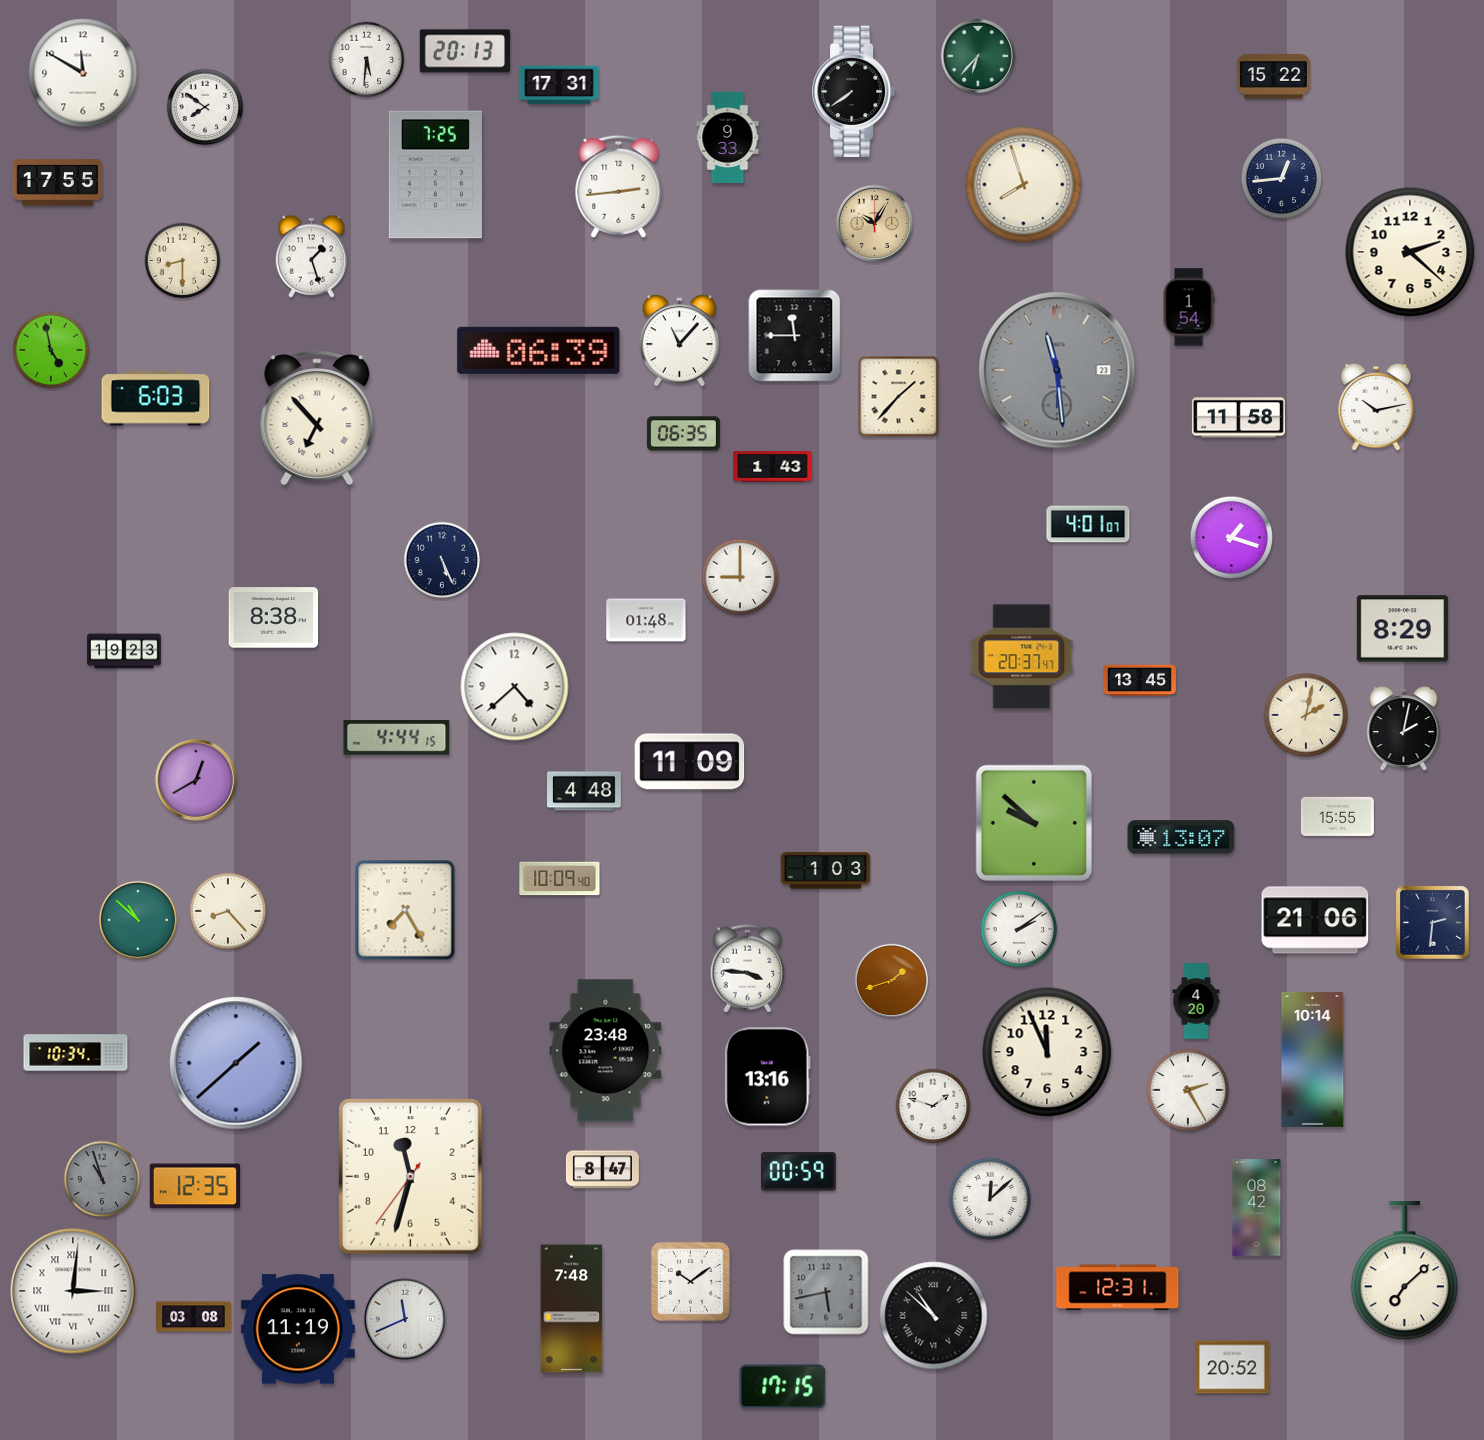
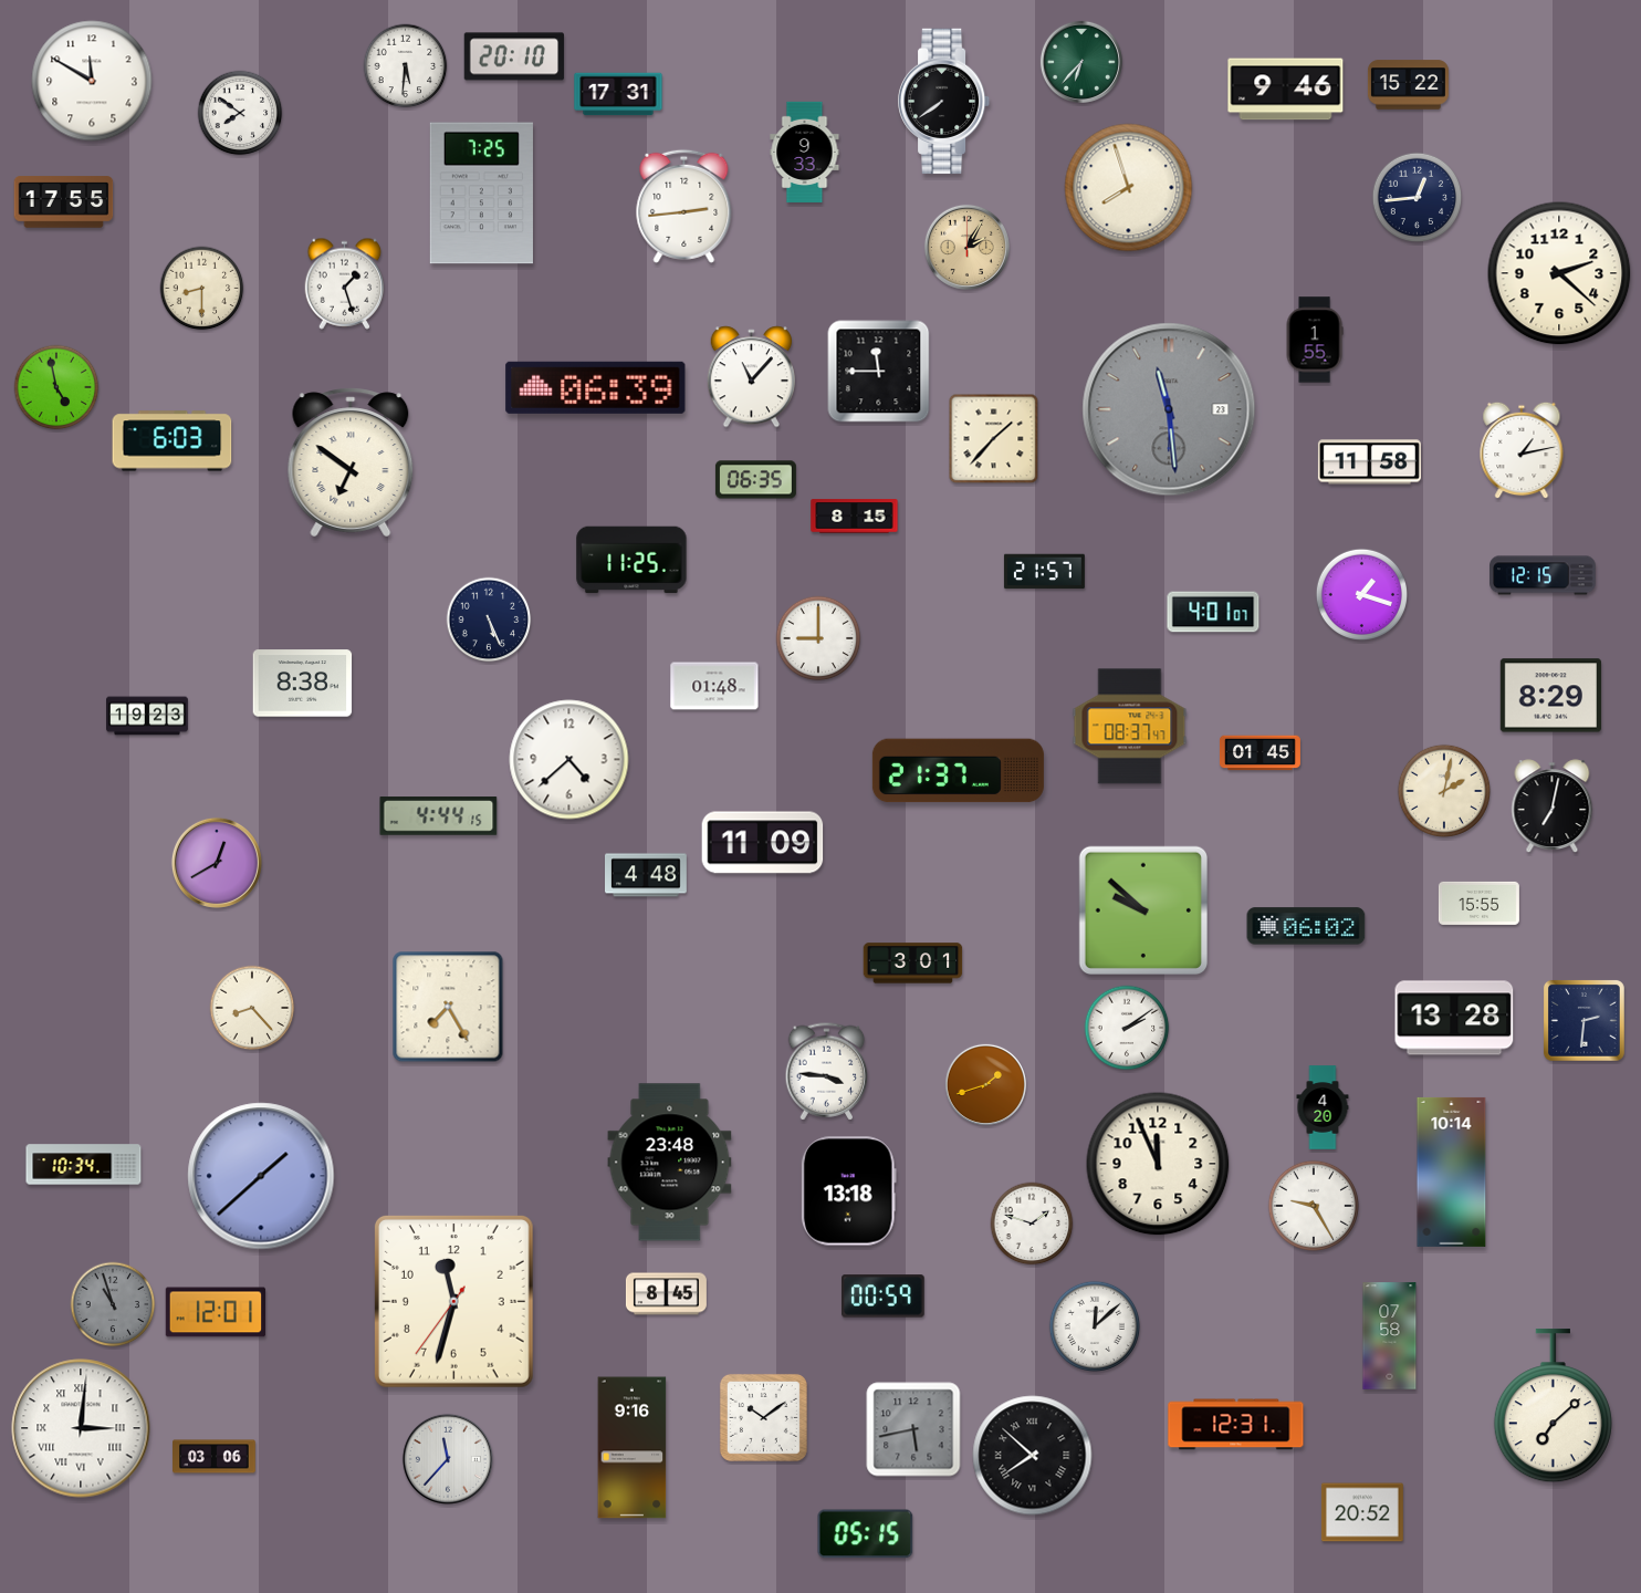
clock at (465, 51): 20:13 -> 20:10
clock at (1286, 90): none -> 9:46
clock at (205, 107) position: (205, 107) -> (240, 113)
clock at (1024, 185) position: (1024, 185) -> (1129, 188)
clock at (874, 223): 10:05 -> 2:05
clock at (1410, 252) position: (1410, 252) -> (1559, 273)
clock at (1189, 307): 1:54 -> 1:55
clock at (1376, 407): 10:13 -> 1:13
clock at (317, 418): 6:53 -> 6:51
clock at (773, 467): 1:43 -> 8:15
clock at (631, 560): none -> 11:25
clock at (1044, 572): none -> 21:57
clock at (1543, 575): none -> 12:15
clock at (1088, 524) position: (1088, 524) -> (1213, 612)
clock at (125, 651) position: (125, 651) -> (148, 716)
clock at (1022, 657): 20:37 -> 08:37
clock at (1139, 681): 13:45 -> 01:45
clock at (958, 771): none -> 21:37
clock at (1404, 728): 2:02 -> 7:02
clock at (1181, 837): 13:07 -> 06:02
clock at (826, 871): 1:03 -> 3:01
clock at (560, 879): 10:09 -> none
clock at (138, 920): 10:52 -> none
clock at (1315, 920): 21:06 -> 13:28
clock at (767, 1077): 13:16 -> 13:18
clock at (1187, 1089): 2:25 -> 9:25
clock at (602, 1170): 8:47 -> 8:45
clock at (195, 1186): 12:35 -> 12:01
clock at (1257, 1208): 08:42 -> 07:58
clock at (572, 1309): 7:48 -> 9:16
clock at (934, 1316): 10:52 -> 7:52
clock at (194, 1317): 03:08 -> 03:06
clock at (405, 1319): 11:41 -> 11:37
clock at (298, 1329): 11:19 -> none
clock at (783, 1387): 17:15 -> 05:15
